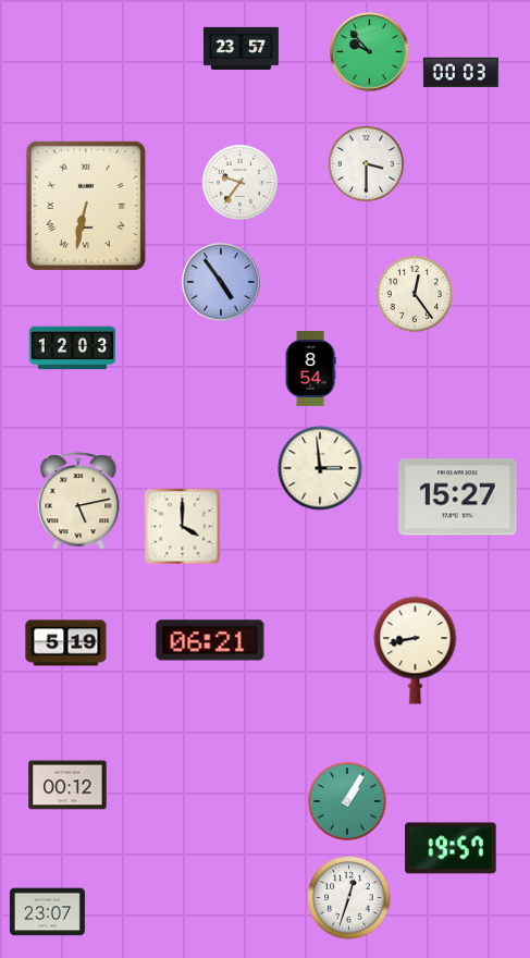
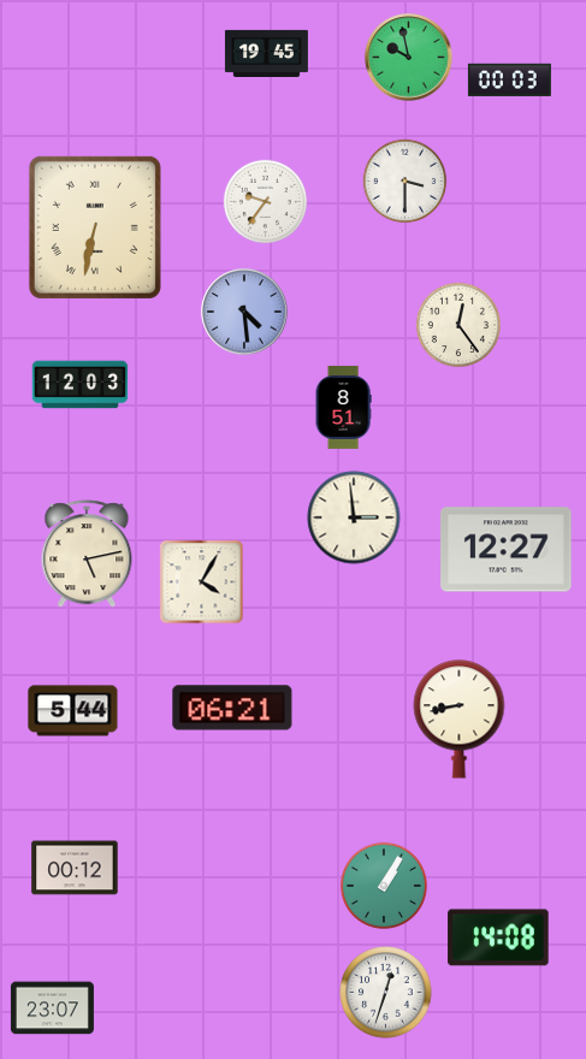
clock at (241, 48): 23:57 -> 19:45
clock at (370, 52): 9:53 -> 9:58
clock at (221, 282): 4:54 -> 4:29
clock at (310, 368): 8:54 -> 8:51
clock at (458, 498): 15:27 -> 12:27
clock at (183, 527): 4:00 -> 4:05
clock at (66, 643): 5:19 -> 5:44
clock at (451, 848): 19:57 -> 14:08
